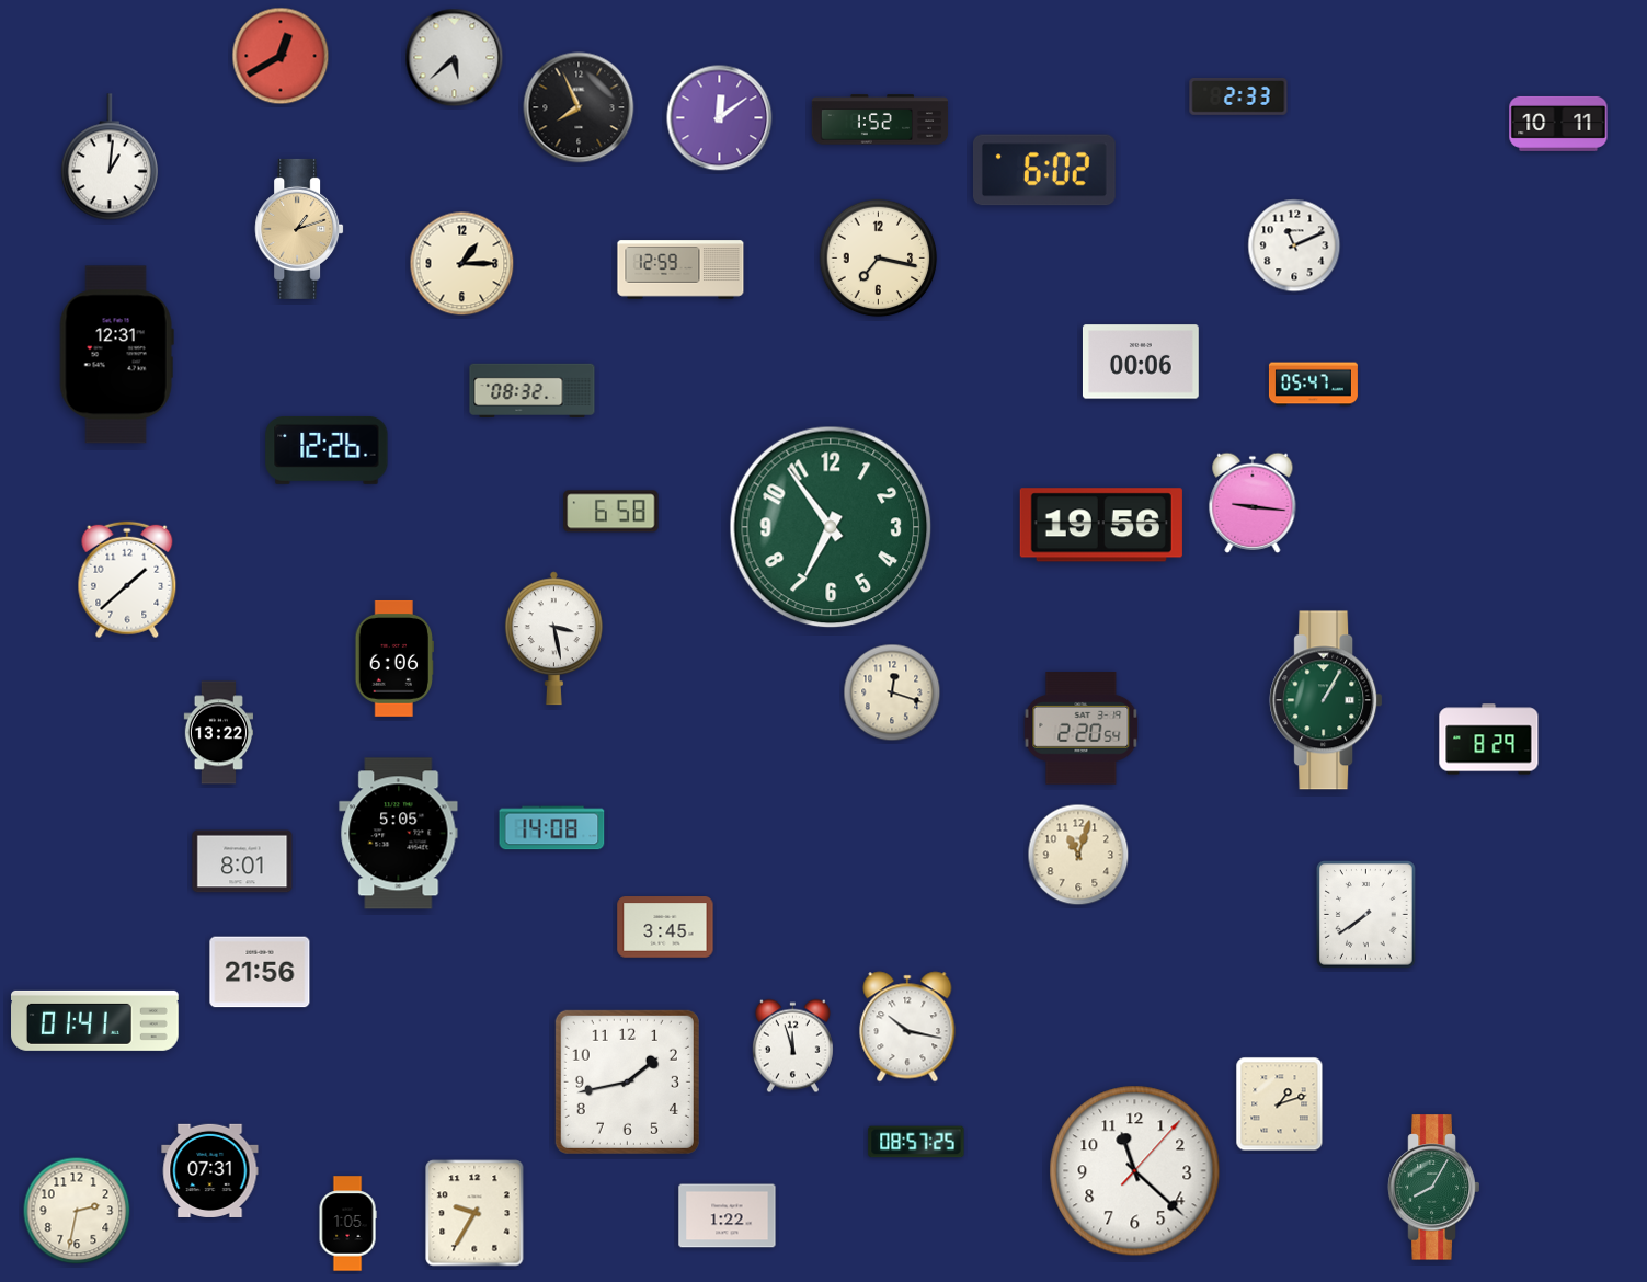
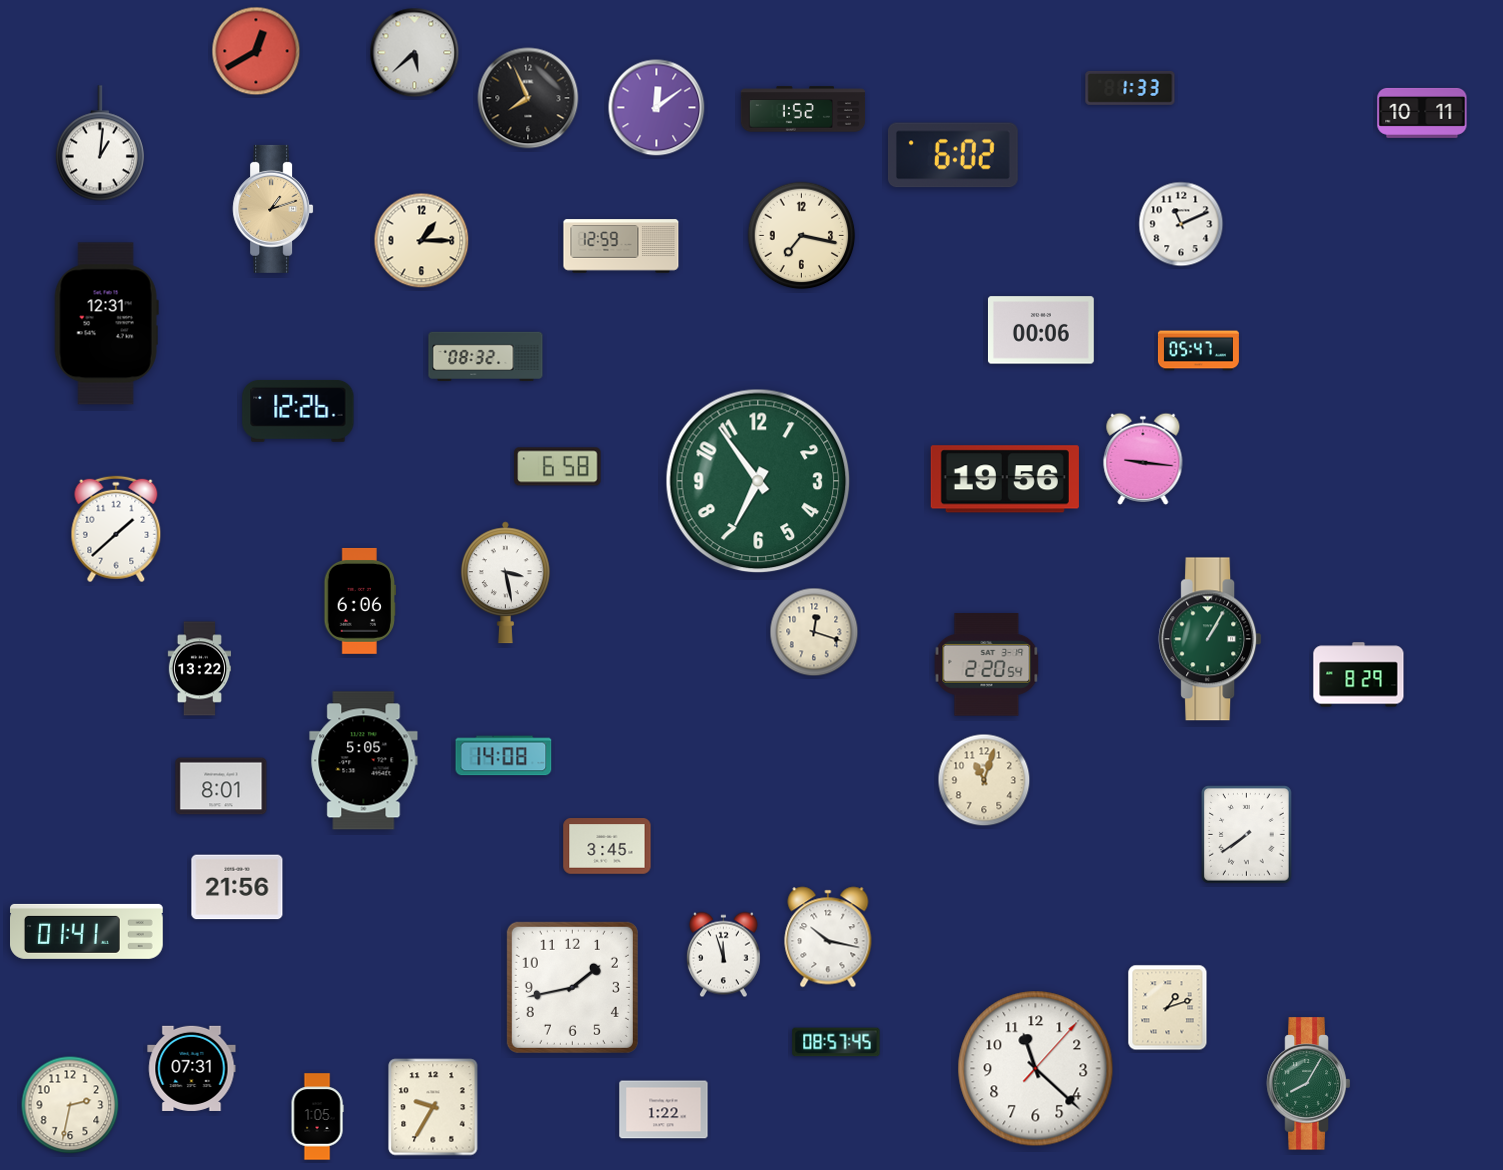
clock at (1238, 96): 2:33 -> 1:33
clock at (916, 1142): 08:57:25 -> 08:57:45
